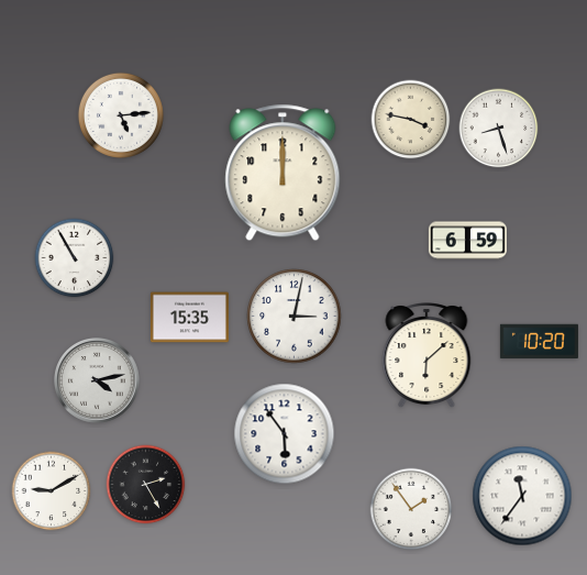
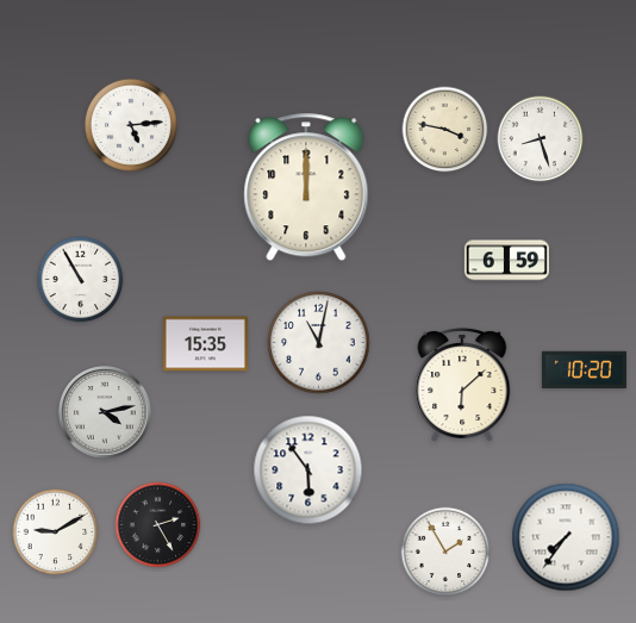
clock at (295, 317): 3:02 -> 11:02
clock at (522, 496): 11:36 -> 7:36
clock at (411, 509): 1:54 -> 1:55
